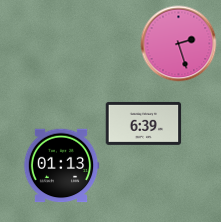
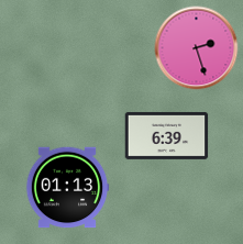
clock at (144, 123) position: (144, 123) -> (167, 135)
clock at (61, 166) position: (61, 166) -> (67, 188)
